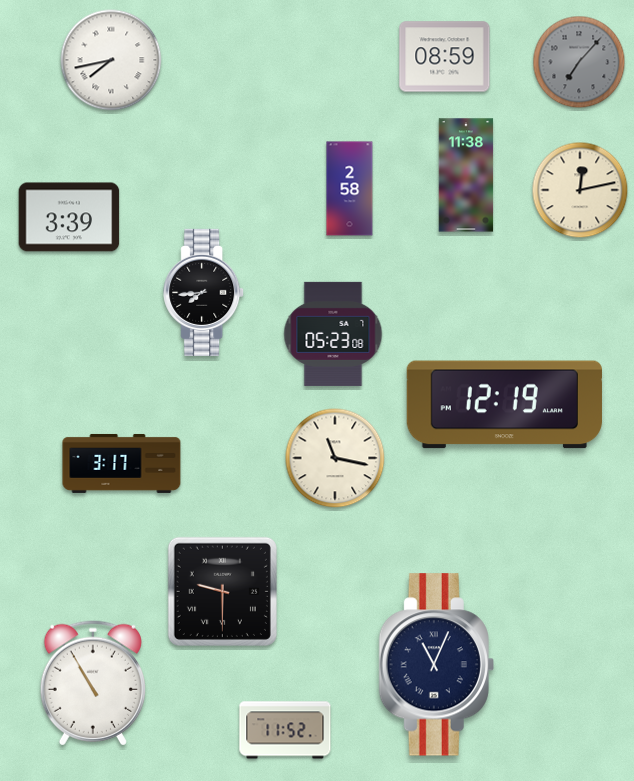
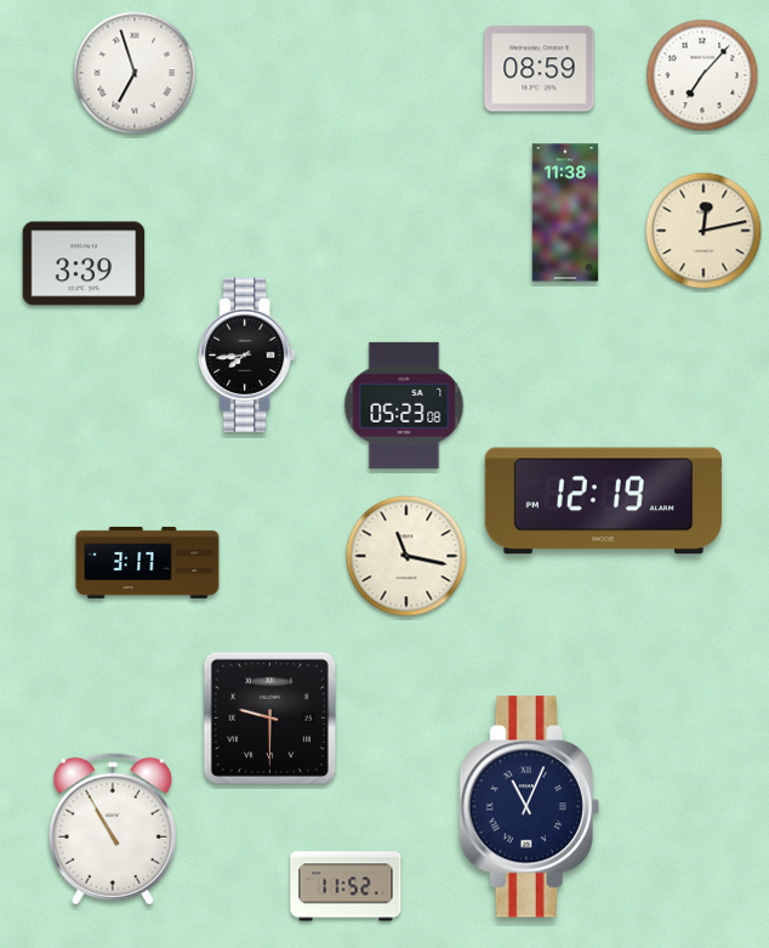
clock at (111, 60): 7:43 -> 6:57
clock at (579, 62) dial: grey -> white
clock at (350, 189): 2:58 -> none
clock at (504, 405) position: (504, 405) -> (603, 501)
